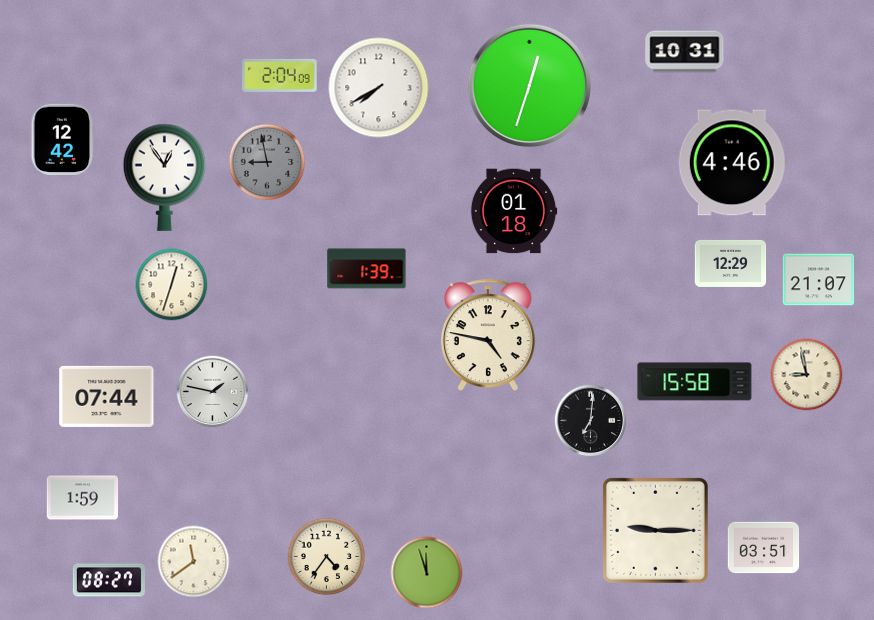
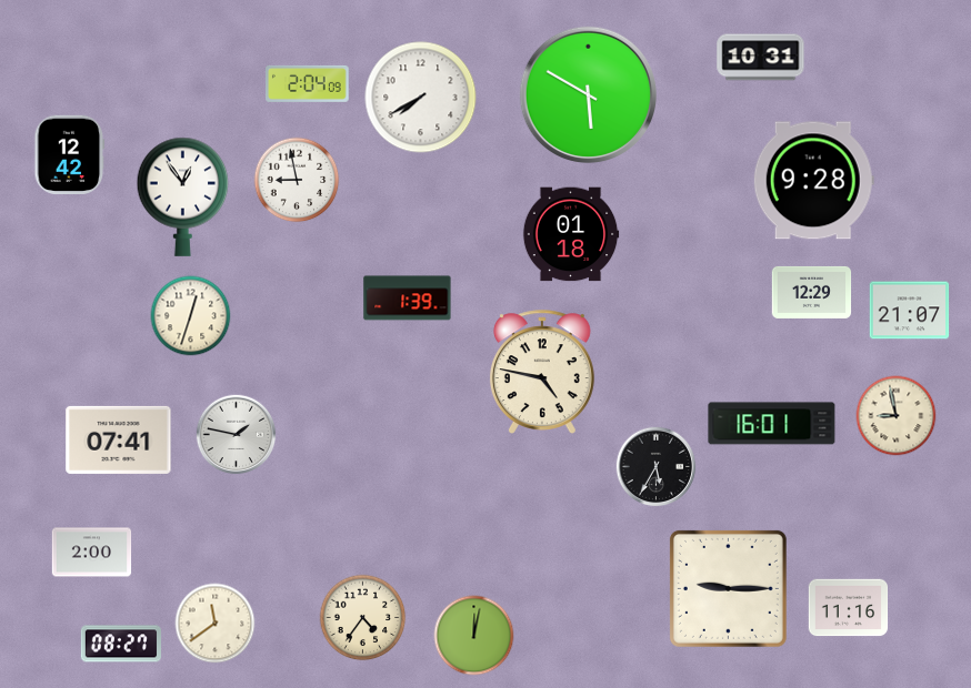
clock at (280, 75) position: (280, 75) -> (308, 83)
clock at (529, 85): 12:33 -> 5:50
clock at (267, 162) dial: grey -> white
clock at (732, 163): 4:46 -> 9:28
clock at (695, 382): 15:58 -> 16:01
clock at (107, 396): 07:44 -> 07:41
clock at (591, 421): 7:01 -> 5:35
clock at (83, 498): 1:59 -> 2:00
clock at (764, 548): 03:51 -> 11:16
clock at (427, 573): 11:57 -> 12:02
